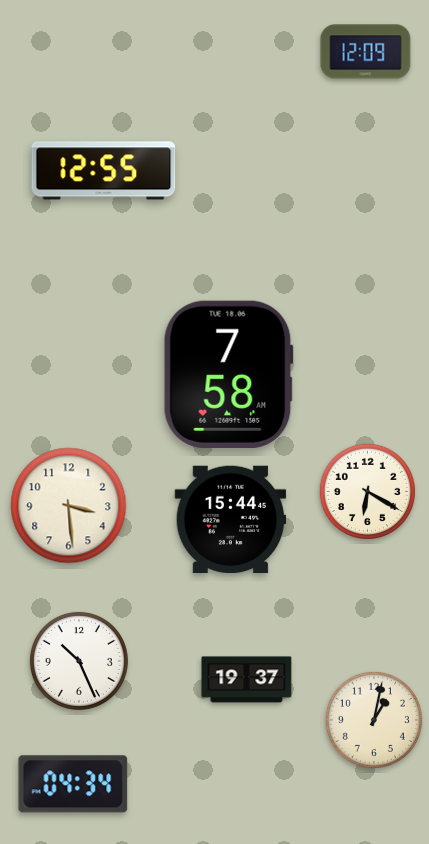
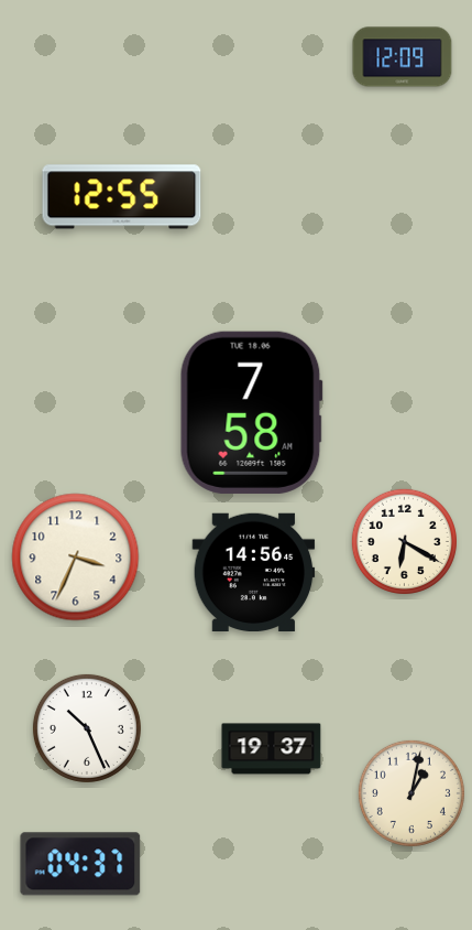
clock at (104, 171) position: (104, 171) -> (122, 197)
clock at (69, 506): 3:29 -> 3:34
clock at (231, 520): 15:44 -> 14:56
clock at (73, 784): 04:34 -> 04:37
